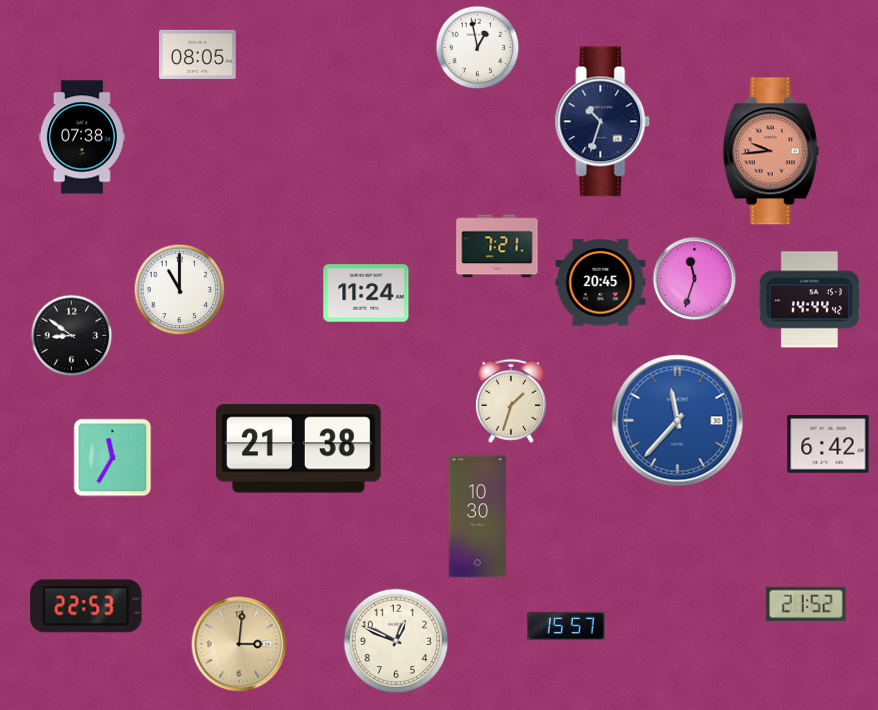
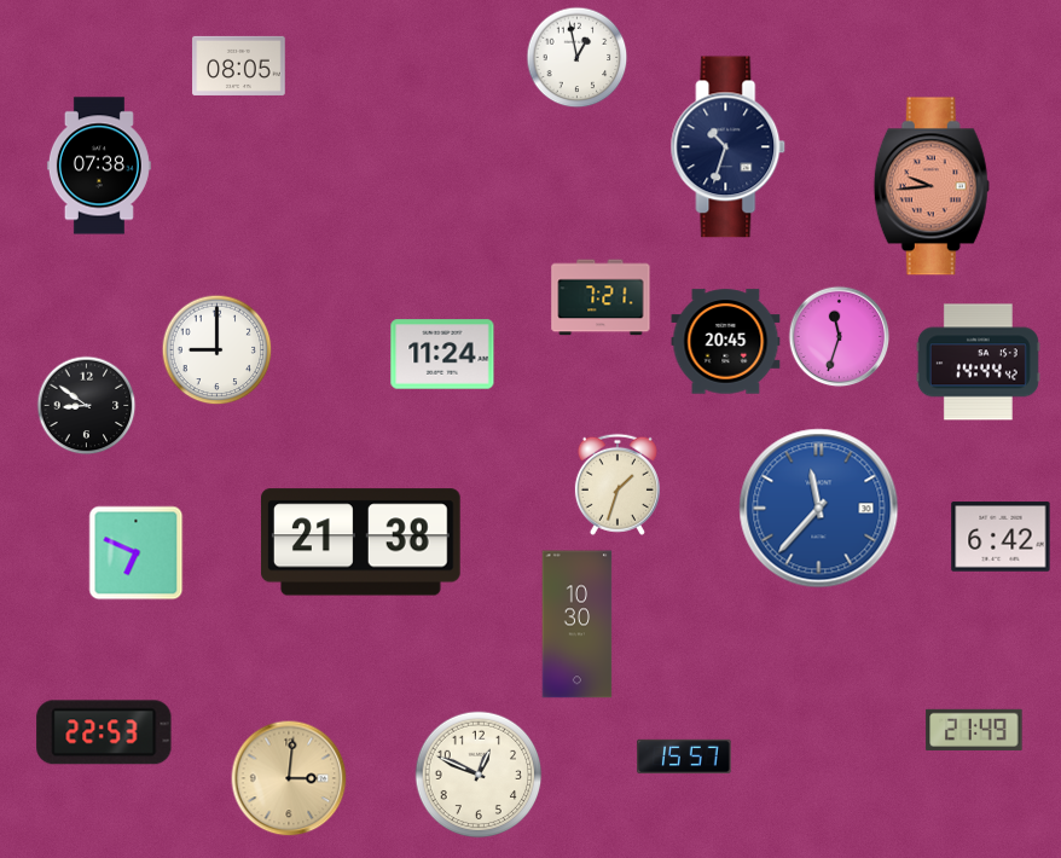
clock at (771, 151) position: (771, 151) -> (932, 186)
clock at (180, 290): 11:00 -> 9:00
clock at (113, 458): 11:35 -> 6:49
clock at (806, 604): 21:52 -> 21:49
